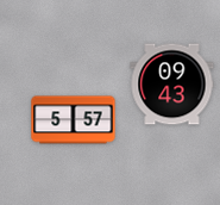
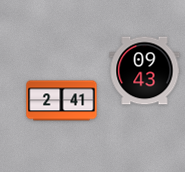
clock at (74, 120): 5:57 -> 2:41
